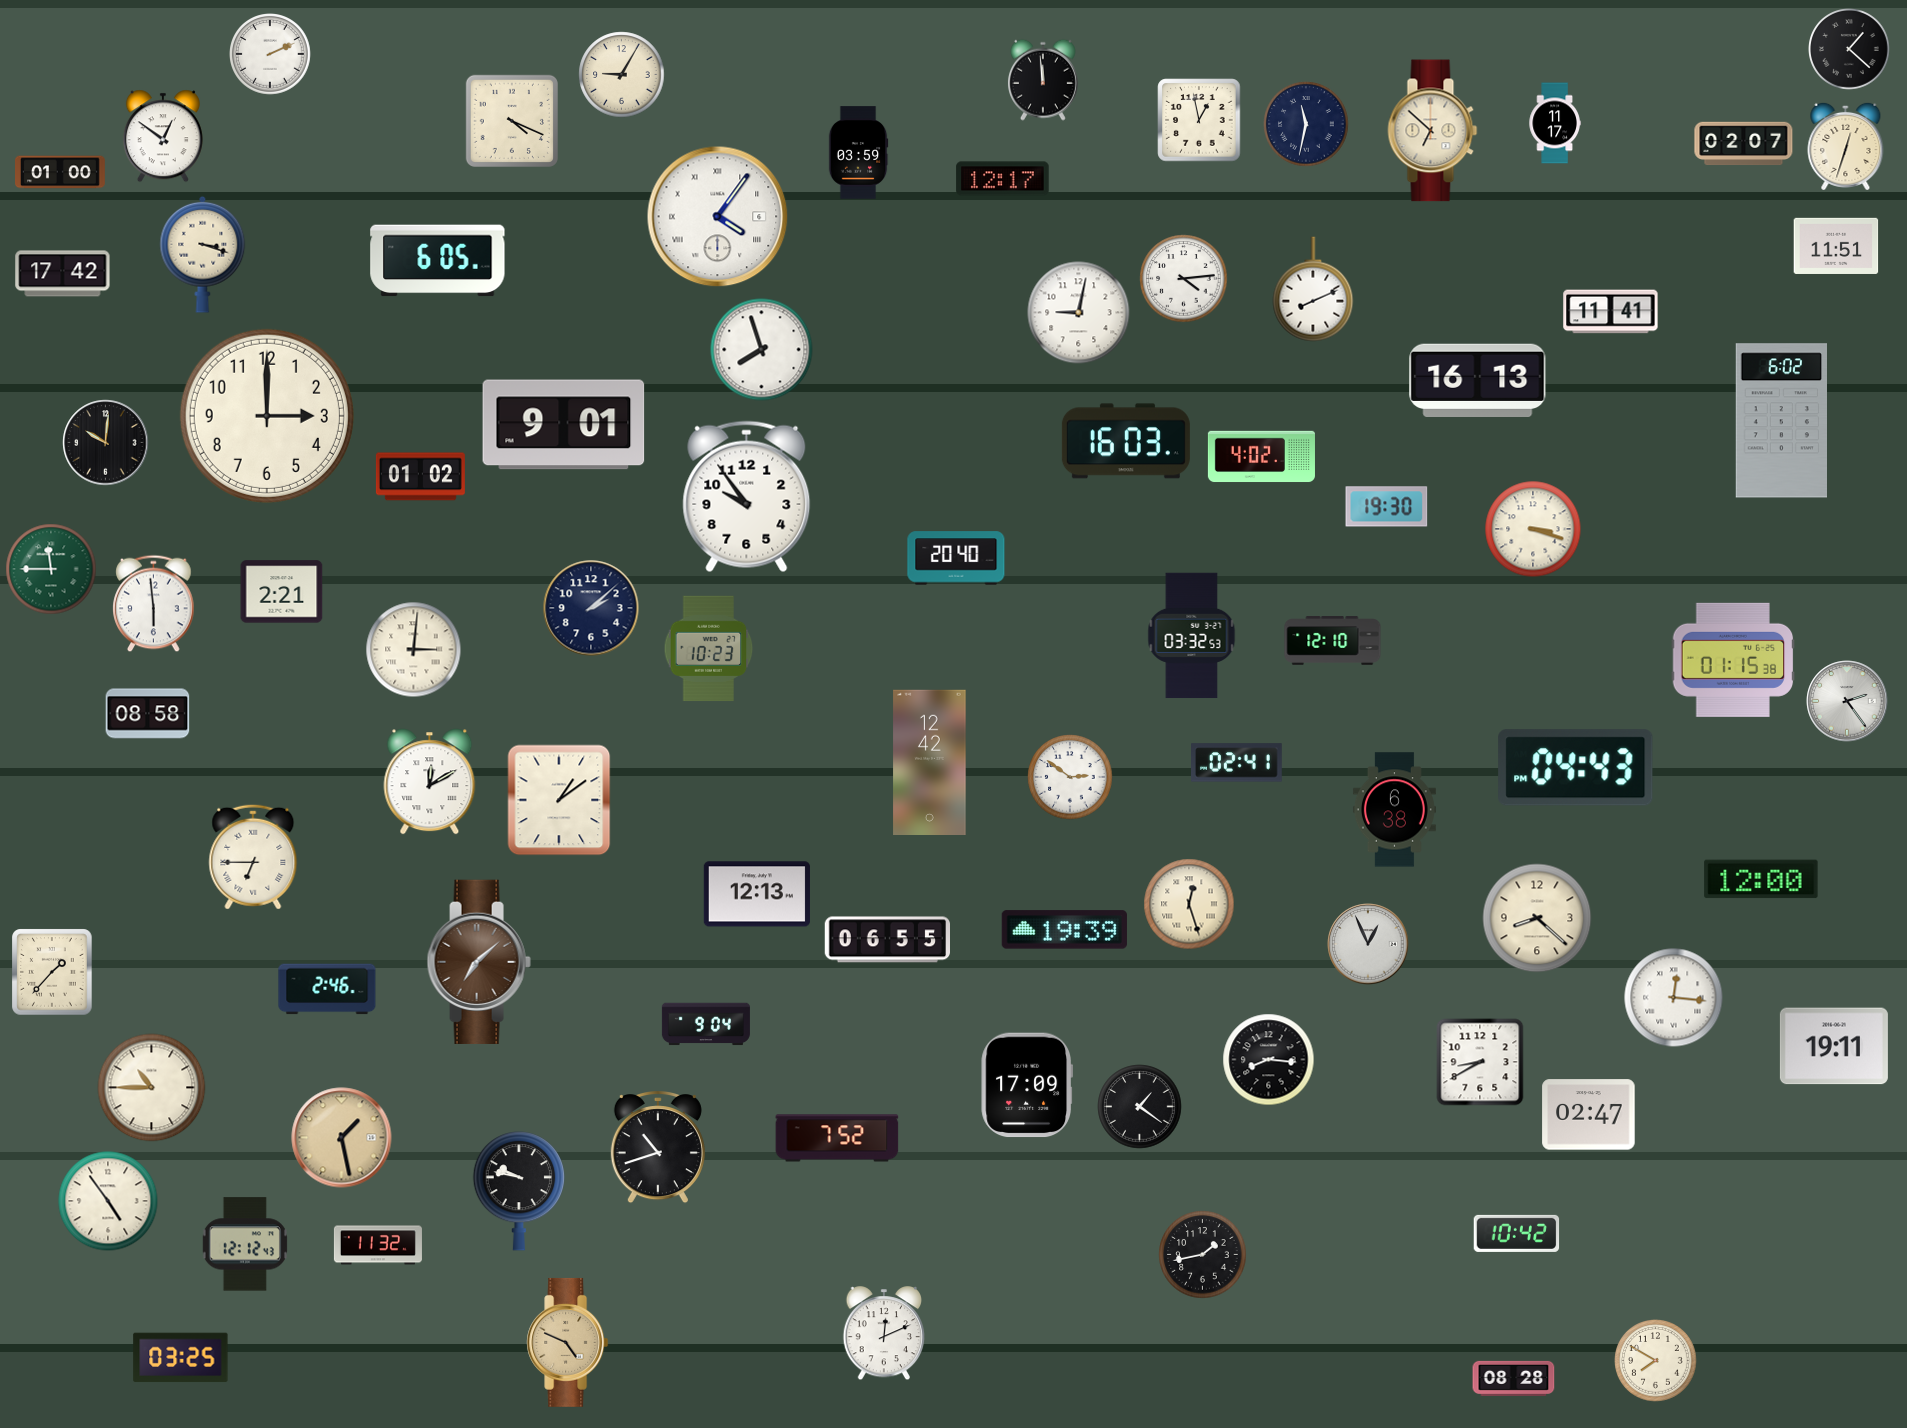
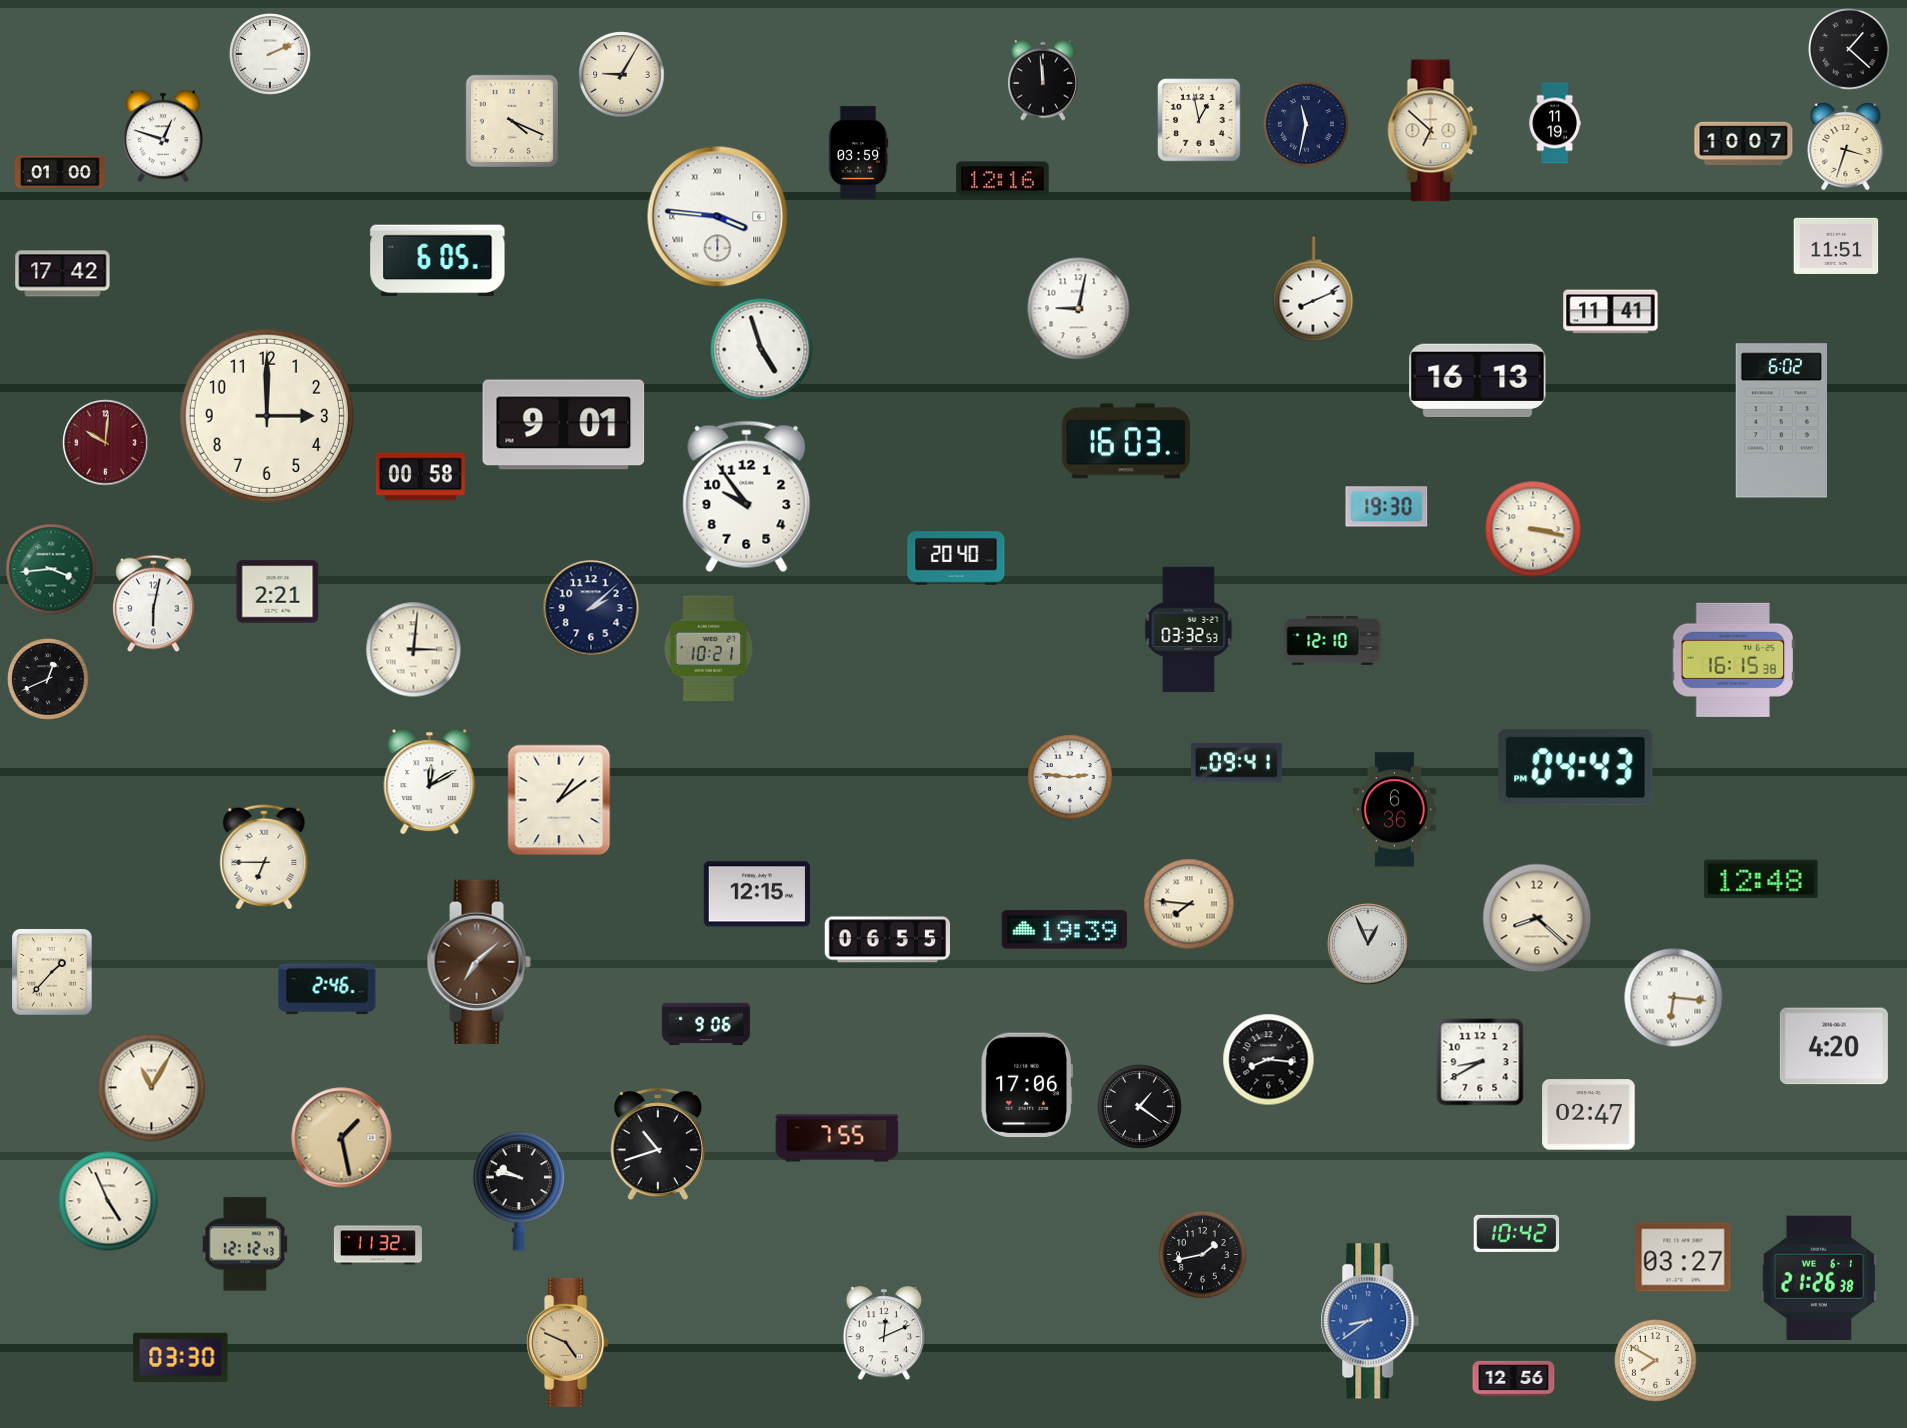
clock at (1555, 123): 11:17 -> 11:19
clock at (163, 136): 12:51 -> 12:48
clock at (1744, 144): 02:07 -> 10:07
clock at (1846, 146): 12:33 -> 3:33
clock at (1003, 179): 12:17 -> 12:16
clock at (718, 217): 4:06 -> 3:46
clock at (203, 254): 3:18 -> none
clock at (1184, 279): 4:14 -> none
clock at (1079, 313) position: (1079, 313) -> (1079, 309)
clock at (762, 350): 7:57 -> 4:57
clock at (106, 443) dial: black -> burgundy
clock at (1261, 457): 4:02 -> none
clock at (420, 477): 01:02 -> 00:58
clock at (1533, 529): 3:18 -> 3:17
clock at (51, 569): 11:45 -> 3:44
clock at (282, 592) position: (282, 592) -> (278, 592)
clock at (154, 604): 5:59 -> 6:02
clock at (1192, 636) position: (1192, 636) -> (1189, 630)
clock at (709, 649): 10:23 -> 10:21
clock at (1733, 660): 01:15 -> 16:15
clock at (49, 680): none -> 12:41
clock at (1847, 701): 2:24 -> none
clock at (148, 714): 08:58 -> none
clock at (930, 762): 12:42 -> none
clock at (1237, 763): 02:41 -> 09:41
clock at (1070, 777): 2:51 -> 2:46
clock at (1394, 810): 6:38 -> 6:36
clock at (253, 857) position: (253, 857) -> (264, 857)
clock at (1761, 879): 12:00 -> 12:48
clock at (757, 894): 12:13 -> 12:15
clock at (1189, 904): 12:27 -> 7:46
clock at (1674, 998): 12:16 -> 6:16
clock at (706, 1024): 9:04 -> 9:06
clock at (1834, 1046): 19:11 -> 4:20
clock at (1026, 1085): 17:09 -> 17:06
clock at (152, 1088): 10:45 -> 11:05
clock at (837, 1138): 7:52 -> 7:55
clock at (658, 1148) position: (658, 1148) -> (658, 1145)
clock at (108, 1201): 4:54 -> 4:56
clock at (1683, 1257): none -> 03:27
clock at (1819, 1278): none -> 21:26
clock at (1370, 1321): none -> 8:39
clock at (181, 1358): 03:25 -> 03:30
clock at (1514, 1378): 08:28 -> 12:56
